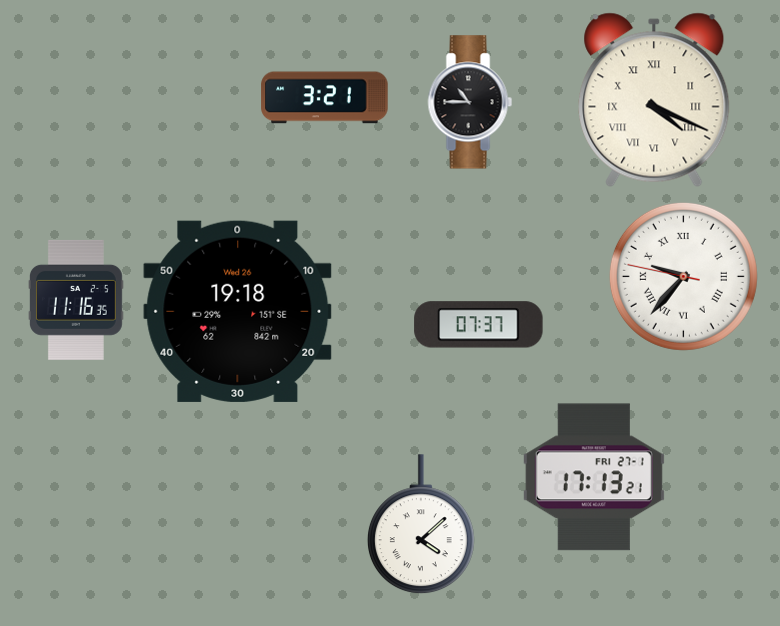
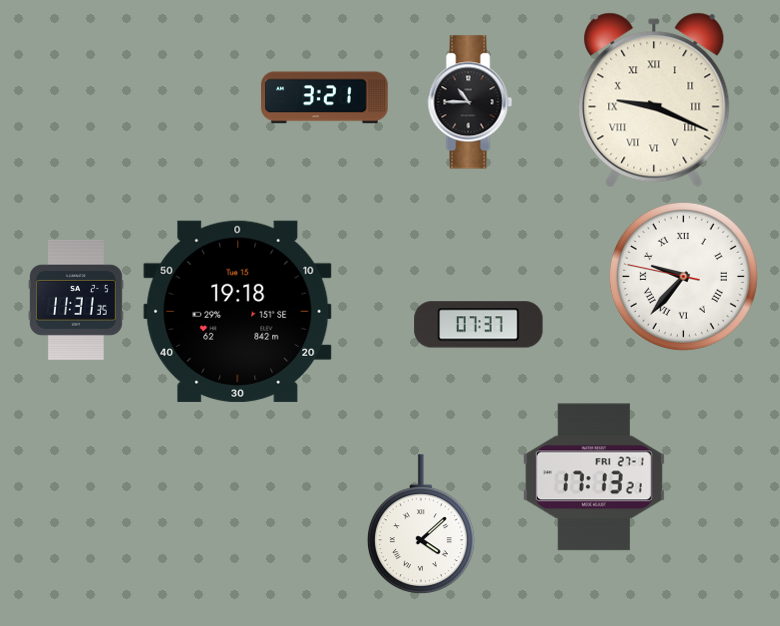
clock at (654, 100): 4:19 -> 9:19
clock at (76, 300): 11:16 -> 11:31
clock at (238, 311) date: Wed 26 -> Tue 15
